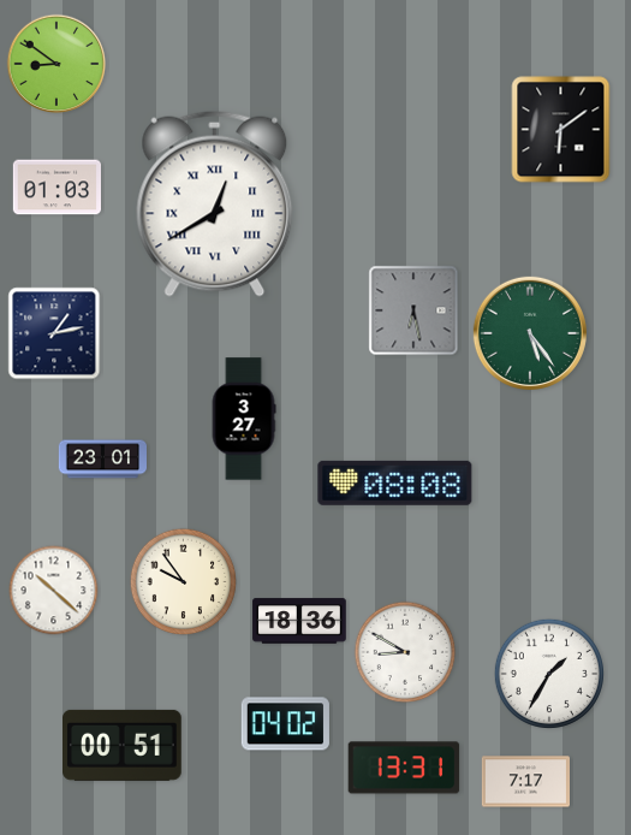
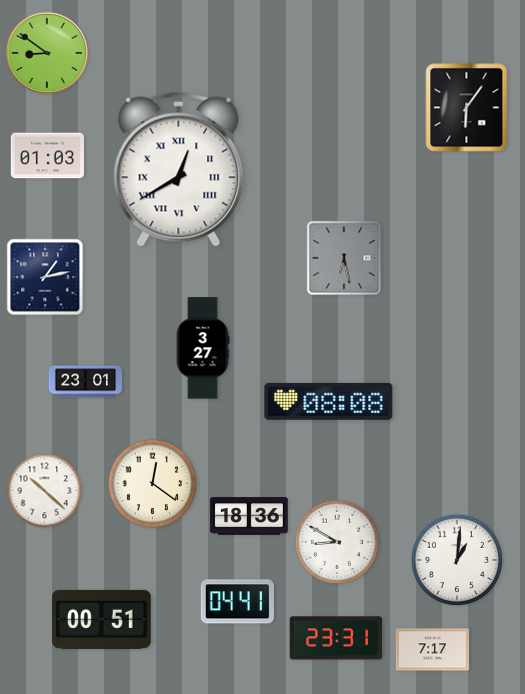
clock at (561, 130): 6:09 -> 6:06
clock at (530, 333): 5:24 -> none
clock at (184, 582): 9:54 -> 12:21
clock at (549, 674): 1:35 -> 1:01
clock at (285, 724): 04:02 -> 04:41
clock at (404, 768): 13:31 -> 23:31
clock at (525, 782) position: (525, 782) -> (432, 650)
